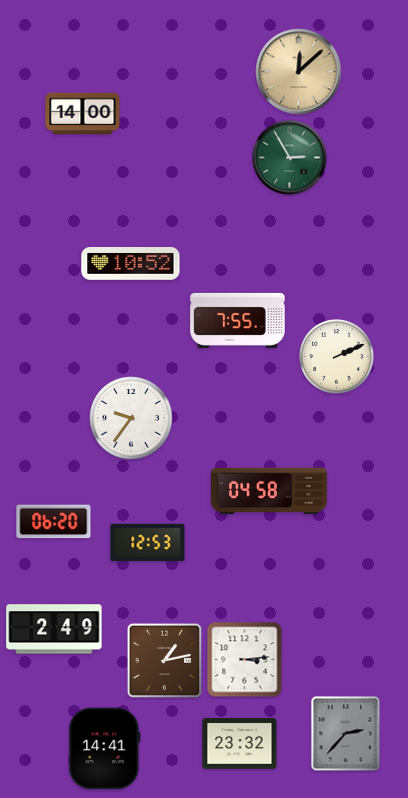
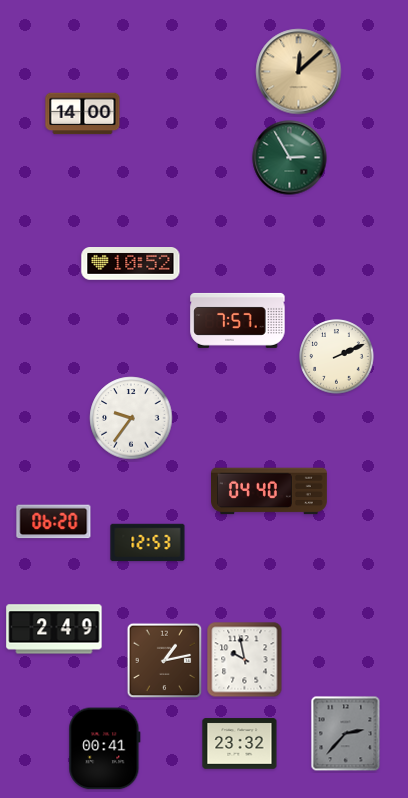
clock at (238, 320): 7:55 -> 7:57
clock at (270, 491): 04:58 -> 04:40
clock at (245, 660): 3:14 -> 9:58
clock at (105, 749): 14:41 -> 00:41
